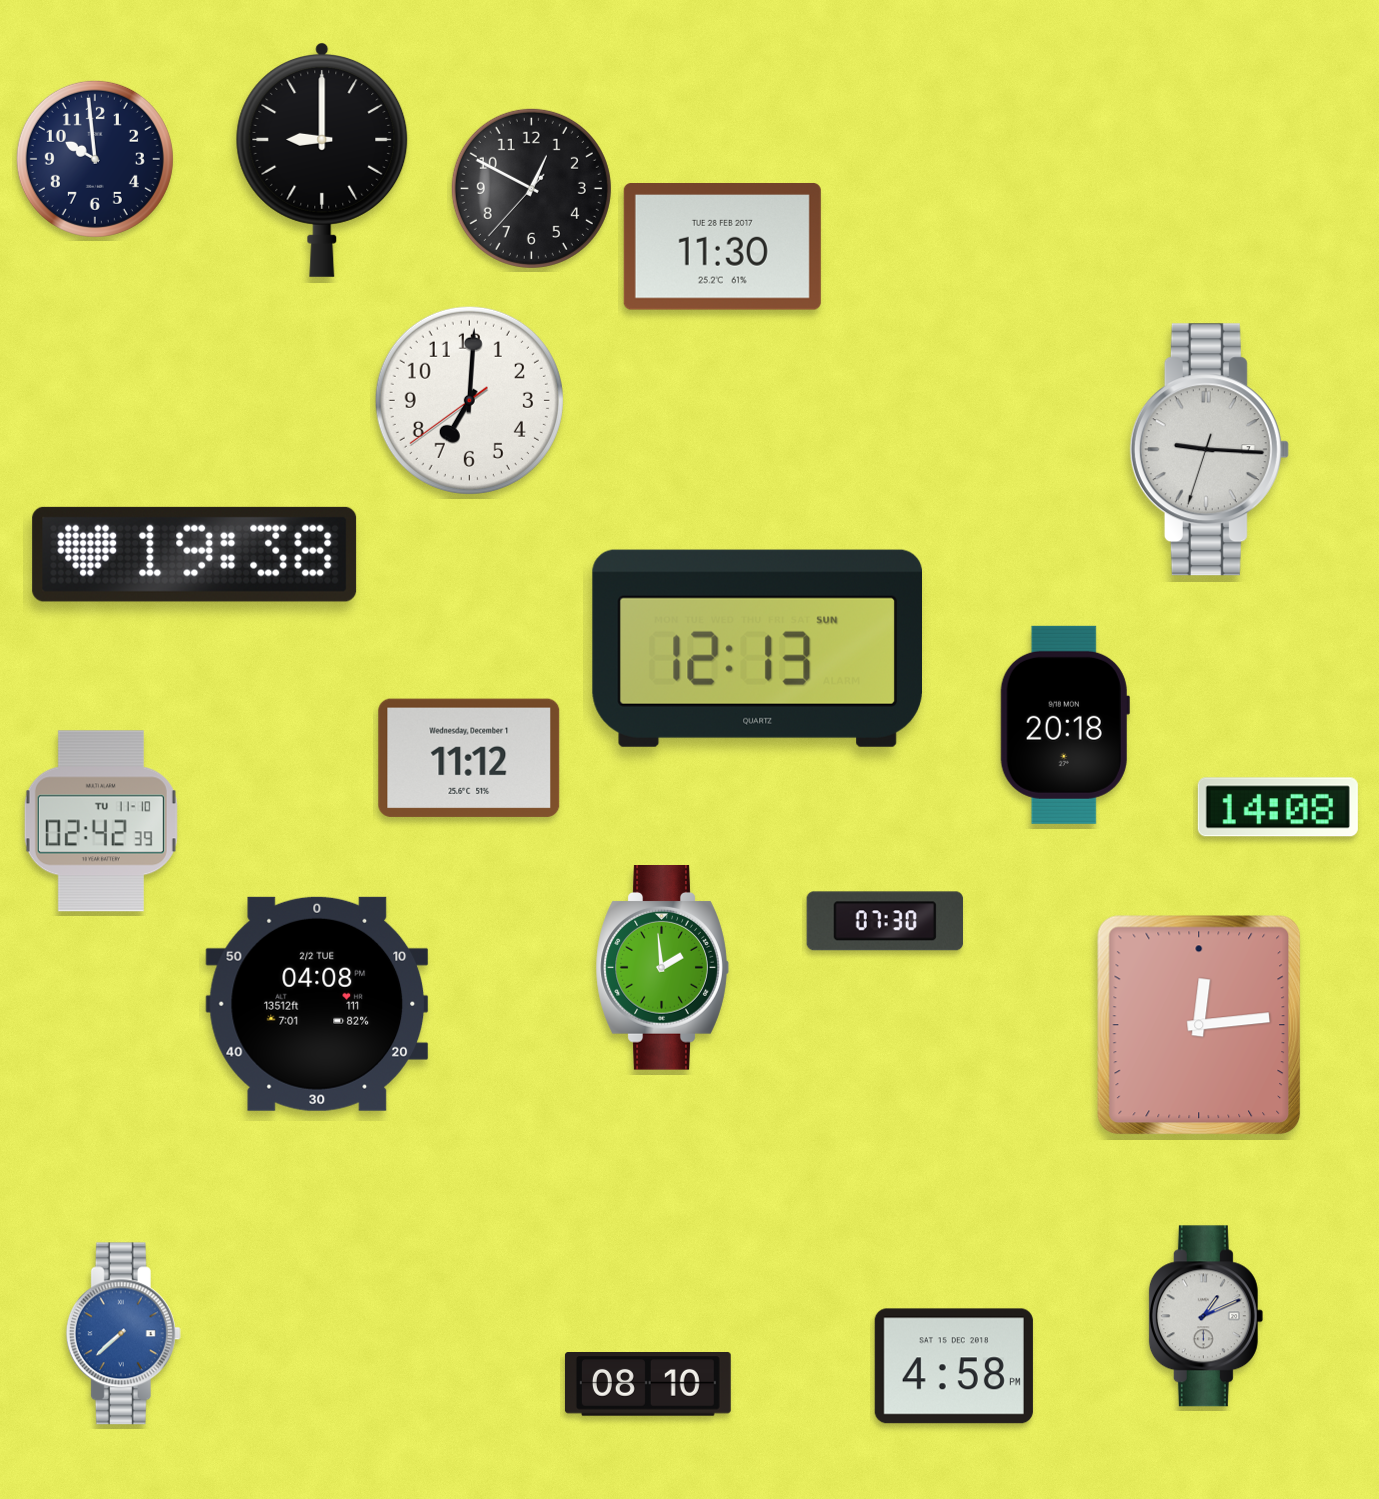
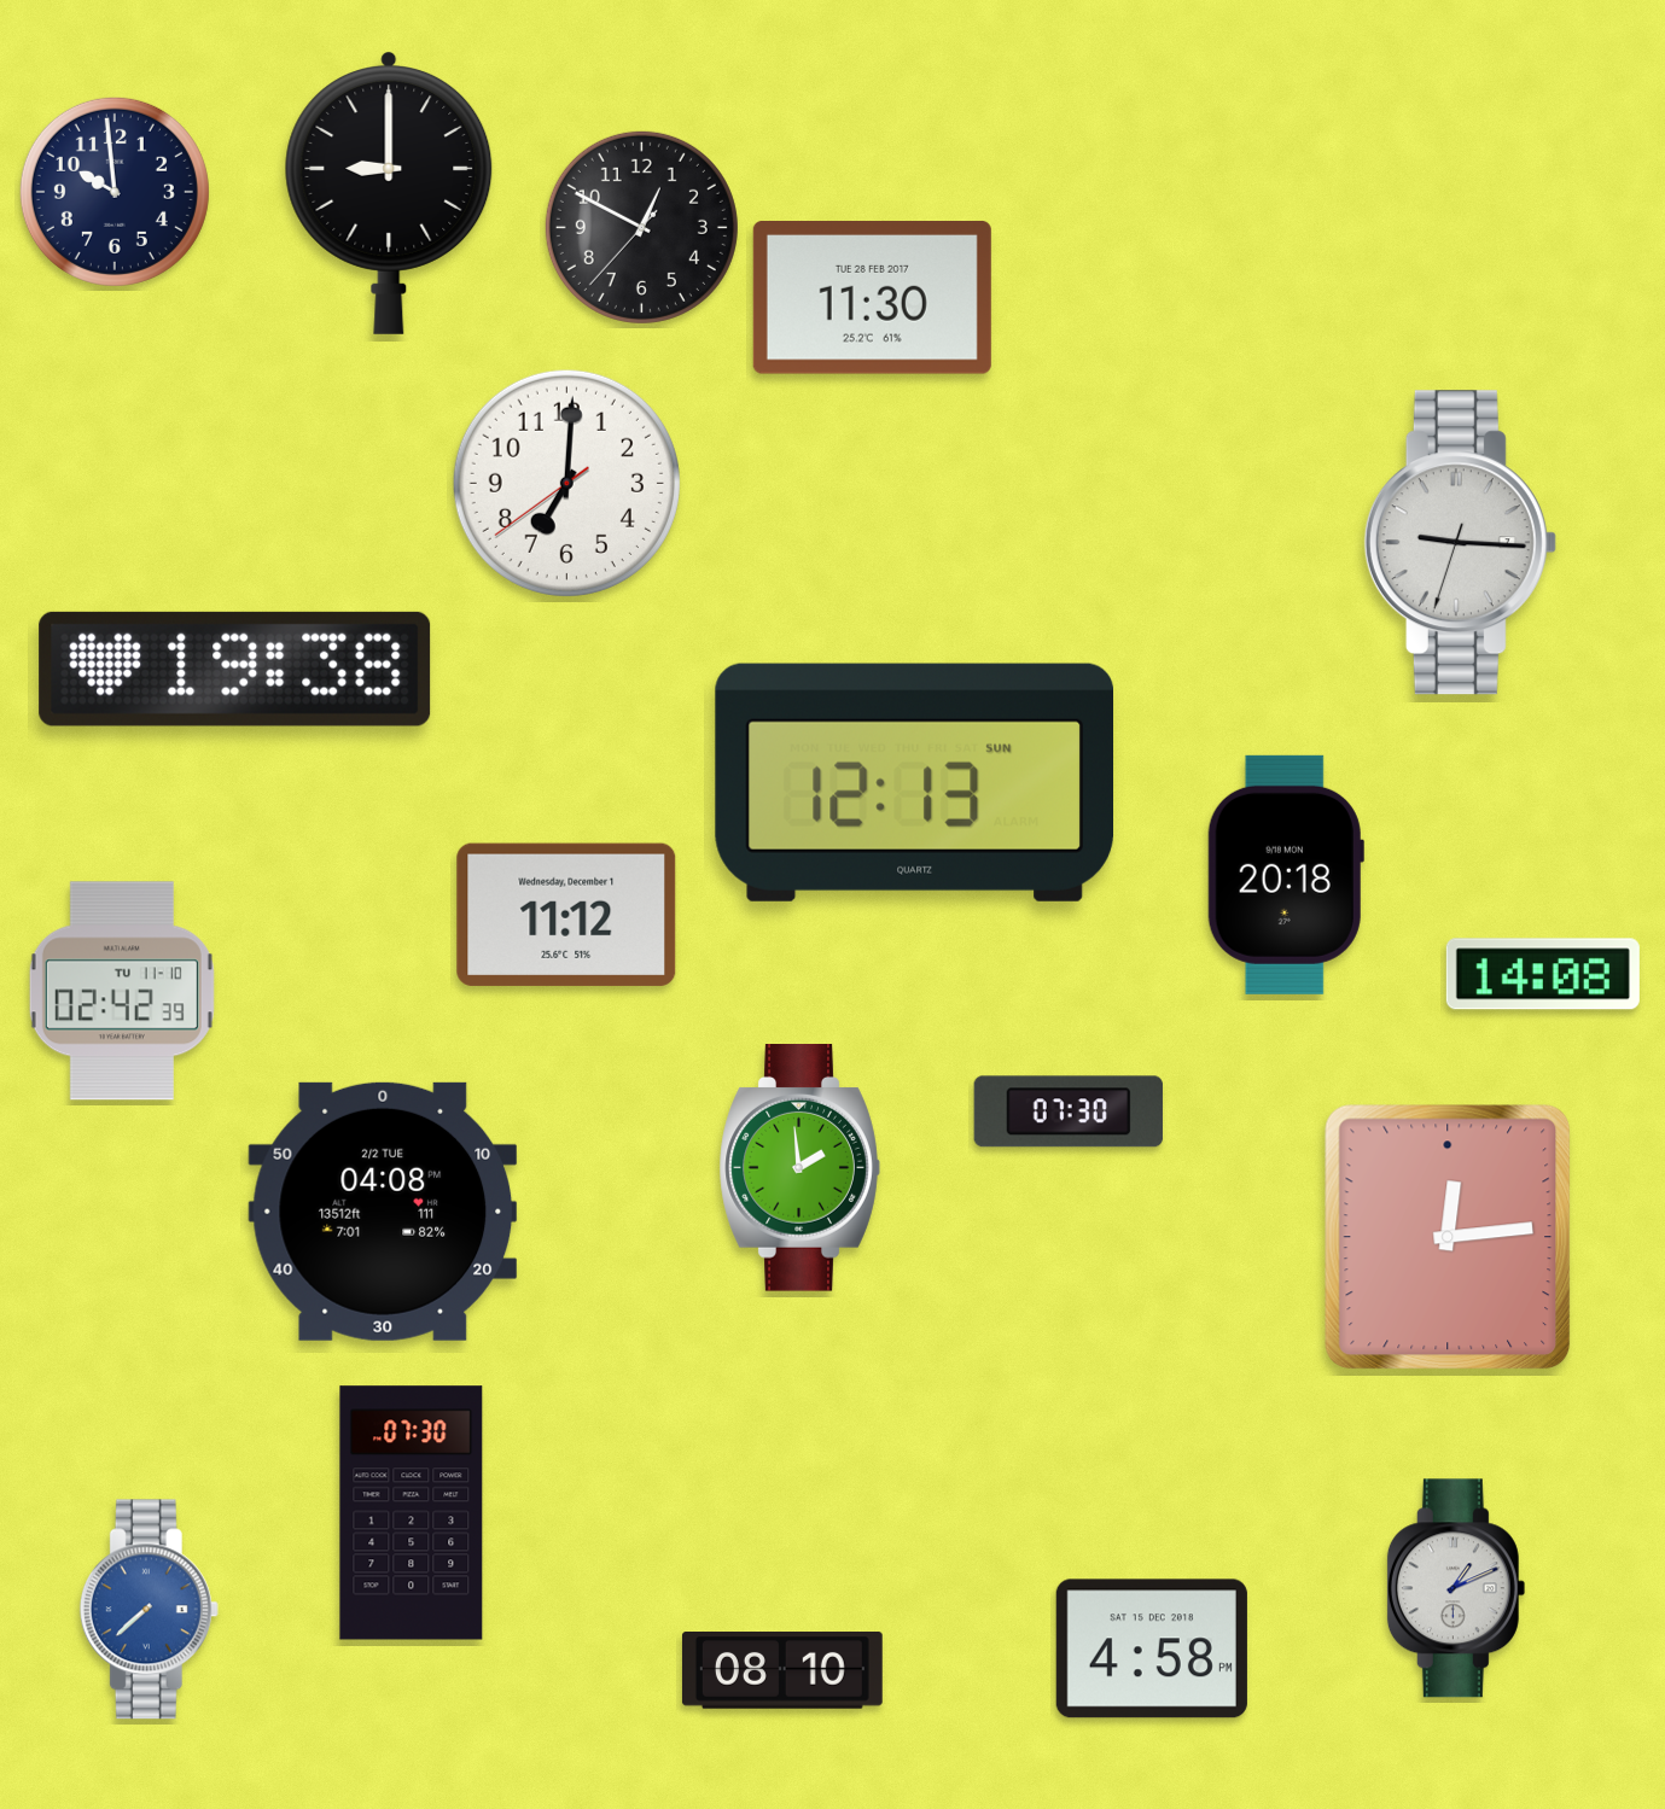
clock at (412, 1513): none -> 07:30
